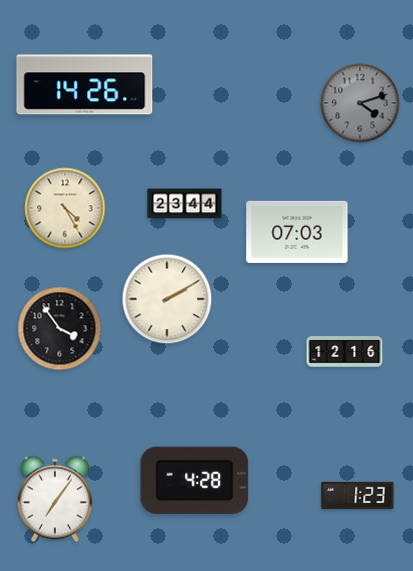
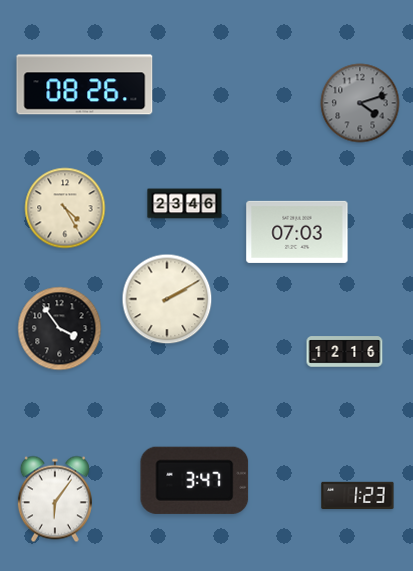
clock at (85, 85): 14:26 -> 08:26
clock at (185, 204): 23:44 -> 23:46
clock at (195, 480): 4:28 -> 3:47
clock at (55, 499): 7:06 -> 6:06
